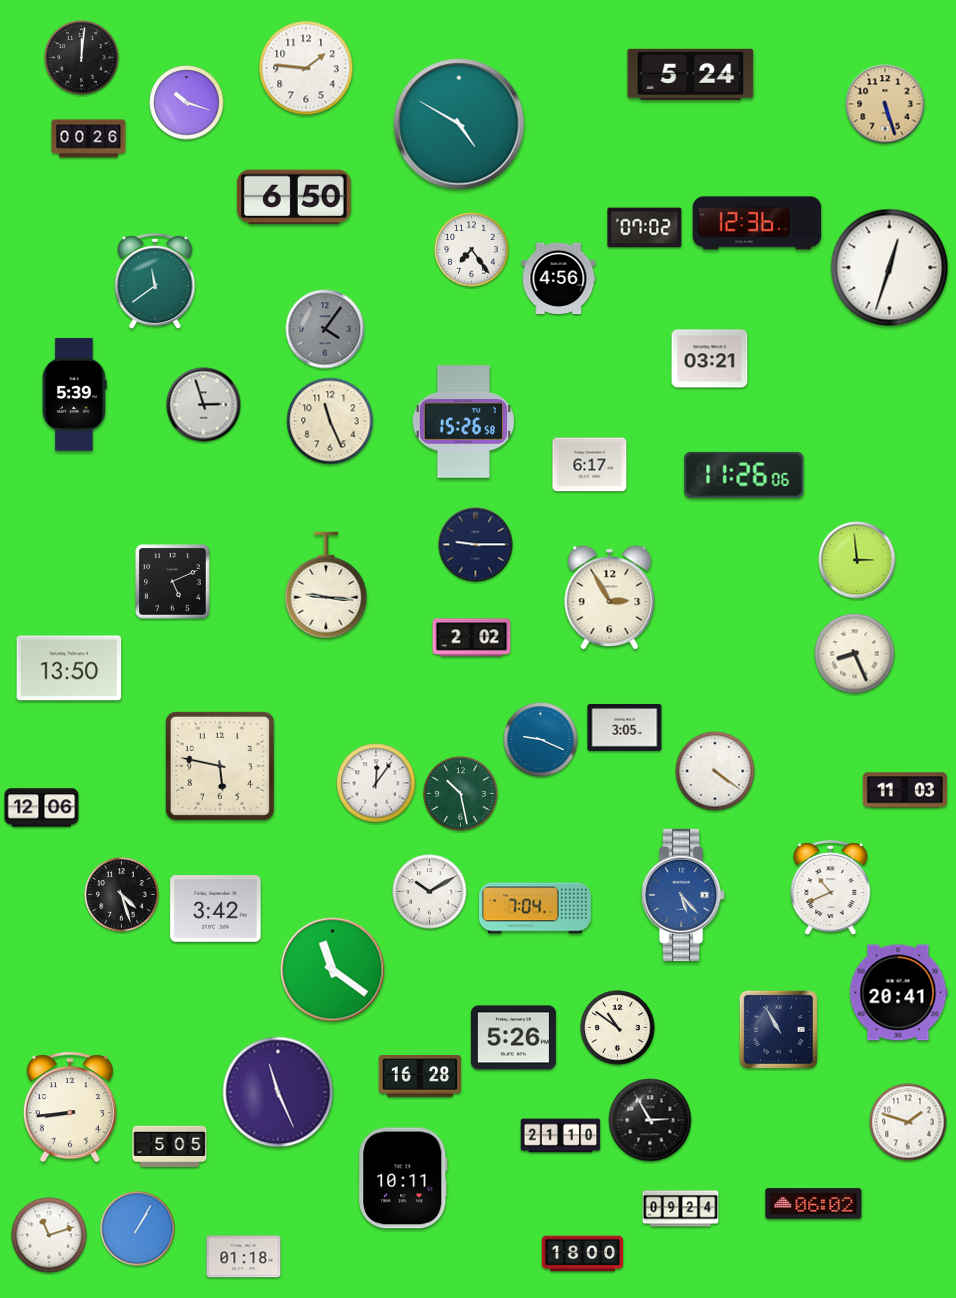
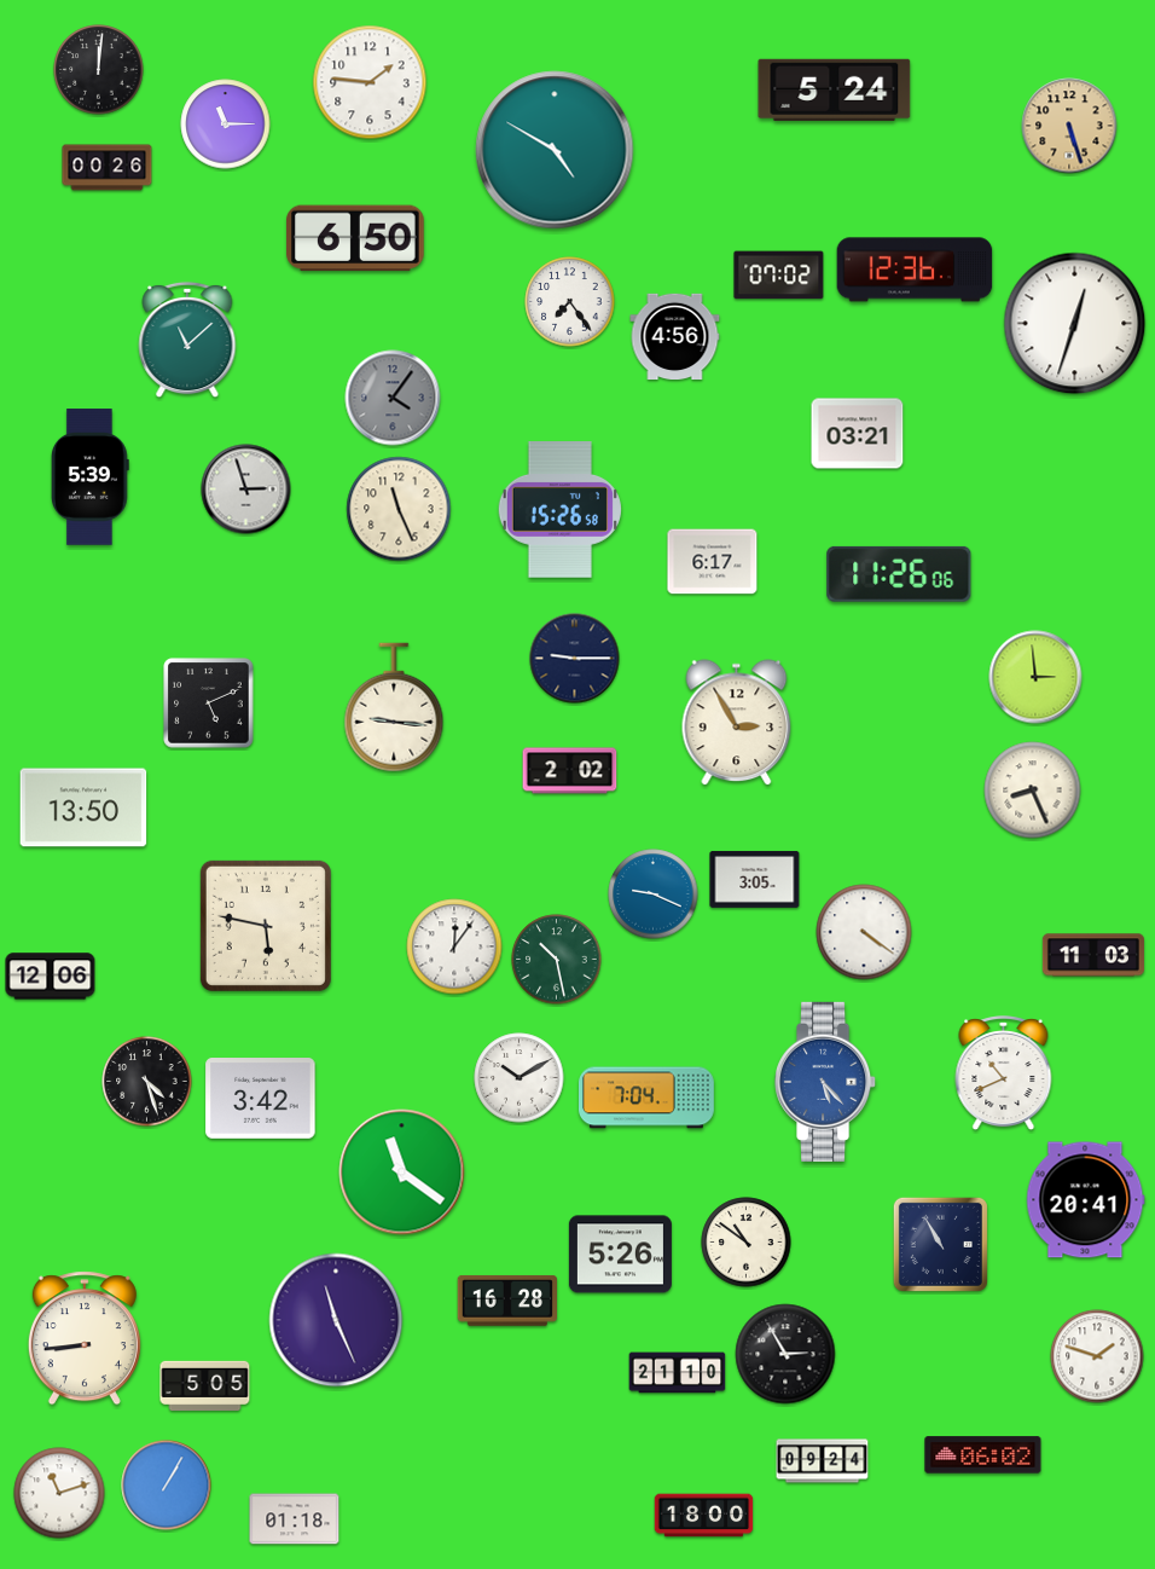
clock at (187, 103): 10:18 -> 11:15
clock at (155, 281): 11:39 -> 11:08
clock at (403, 1178): 10:11 -> none
